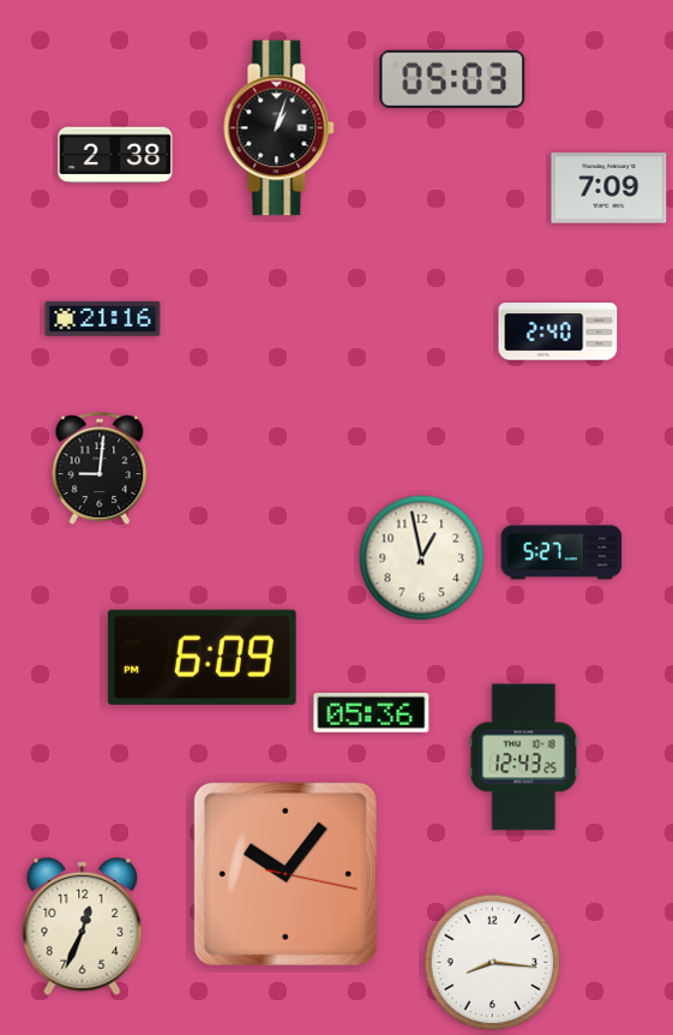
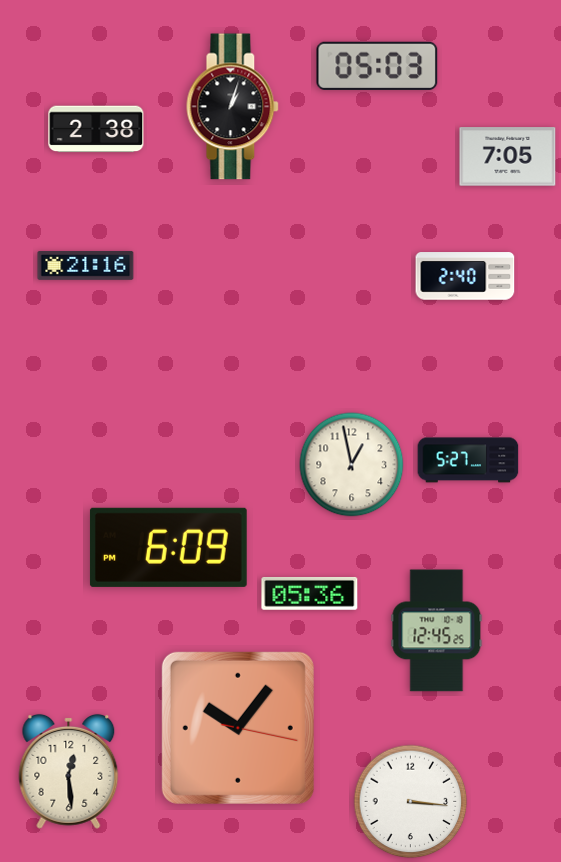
clock at (609, 189): 7:09 -> 7:05
clock at (100, 468): 9:01 -> none
clock at (524, 758): 12:43 -> 12:45
clock at (83, 926): 12:34 -> 12:29
clock at (493, 963): 8:16 -> 3:16
